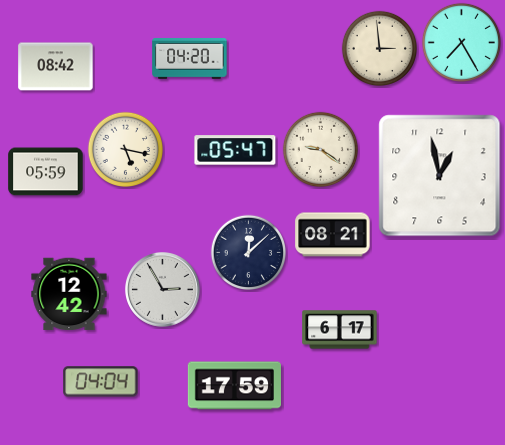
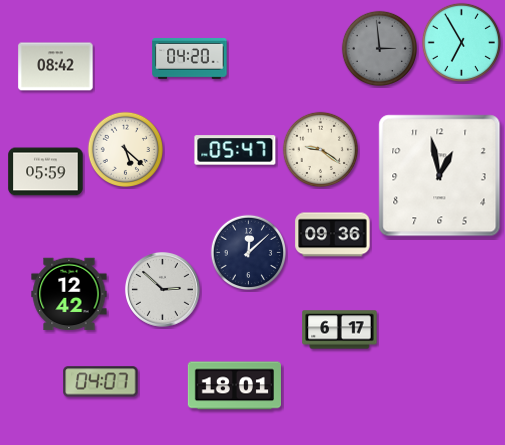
clock at (461, 42): 7:25 -> 6:55
clock at (379, 48) dial: cream -> grey
clock at (125, 149): 5:17 -> 5:22
clock at (333, 235): 08:21 -> 09:36
clock at (163, 290): 2:55 -> 2:52
clock at (101, 382): 04:04 -> 04:07
clock at (234, 386): 17:59 -> 18:01
